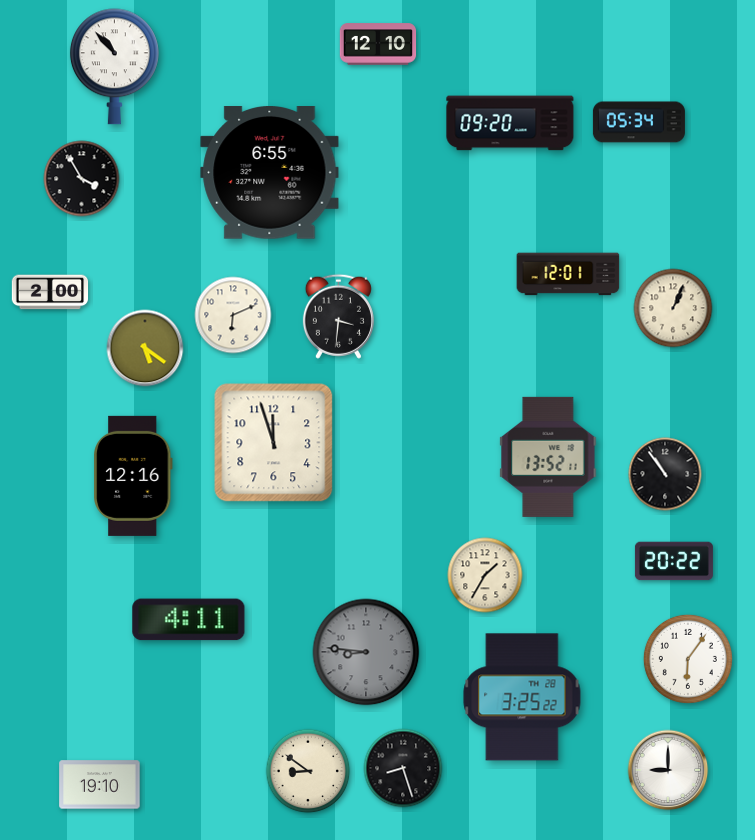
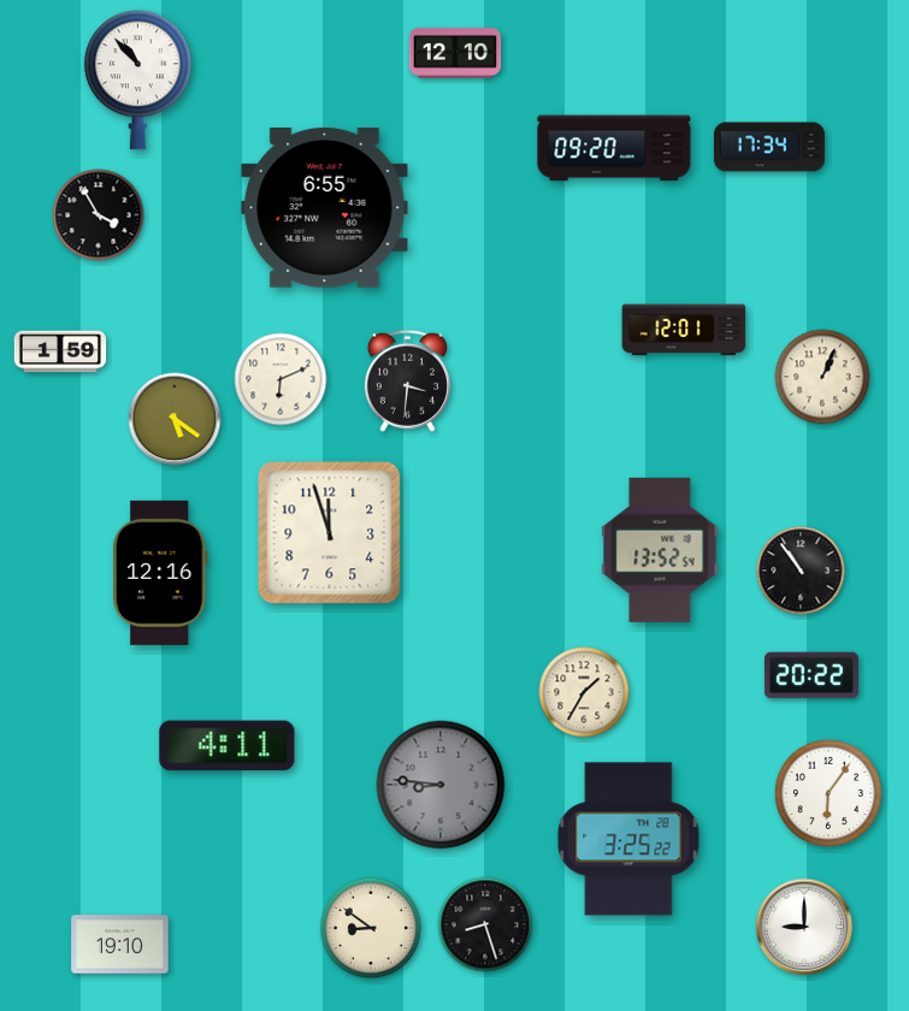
clock at (639, 122): 05:34 -> 17:34
clock at (50, 292): 2:00 -> 1:59
clock at (673, 308) position: (673, 308) -> (822, 377)
clock at (548, 457): 13:52:11 -> 13:52:54
